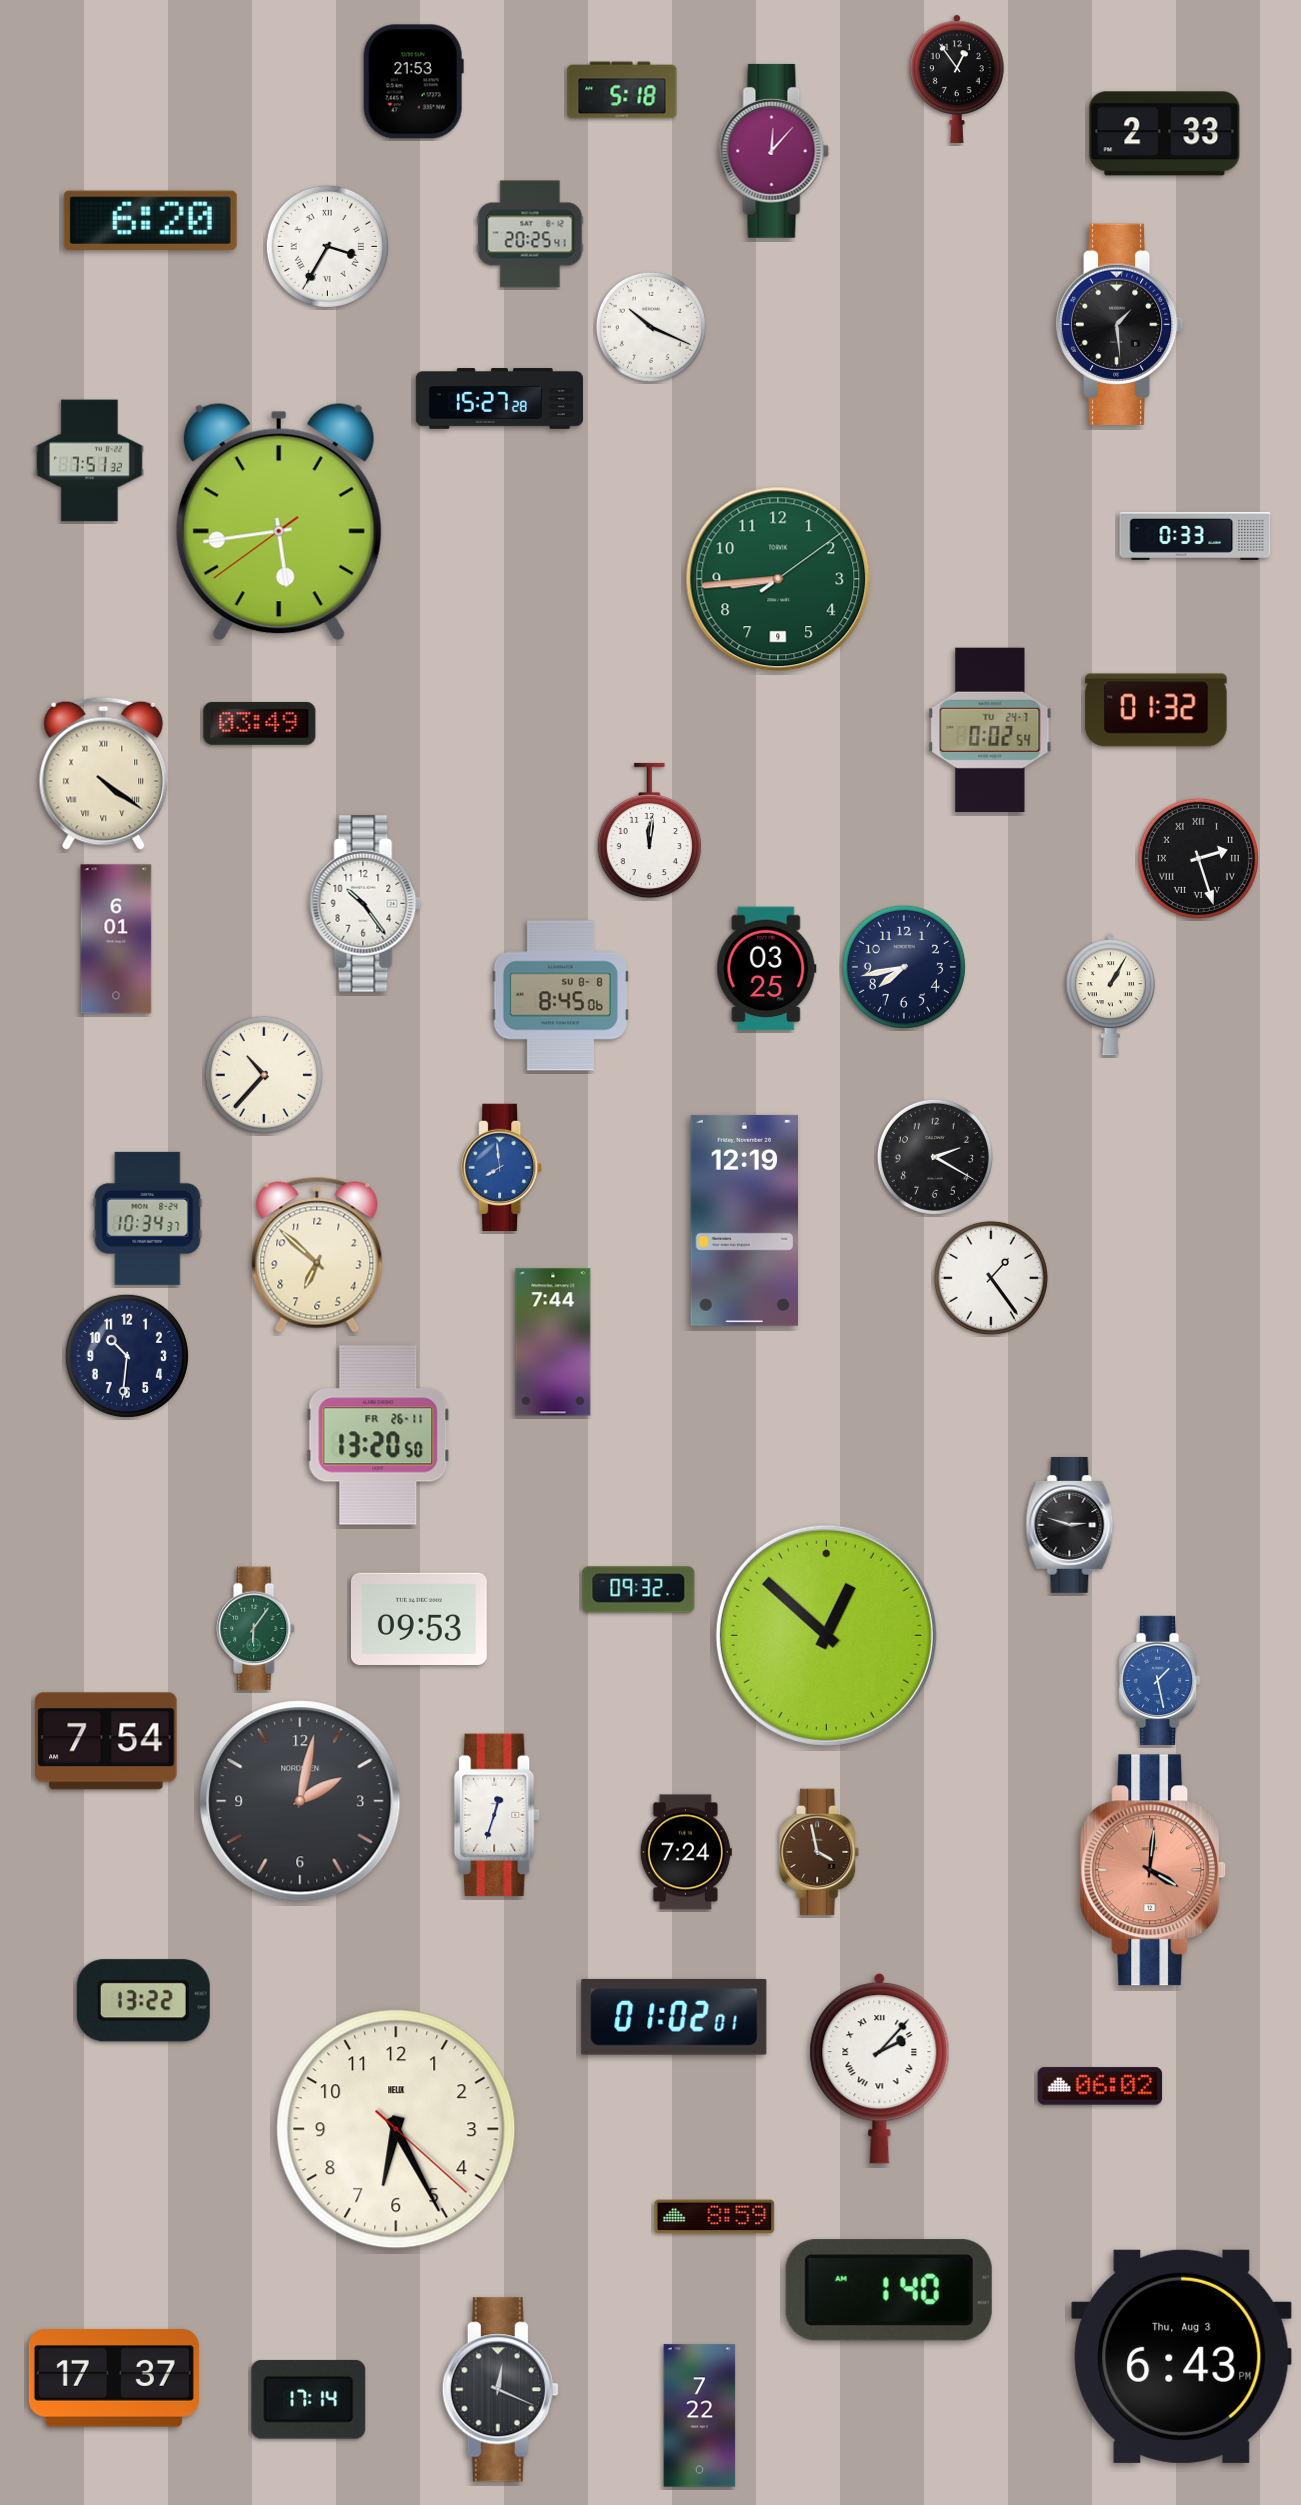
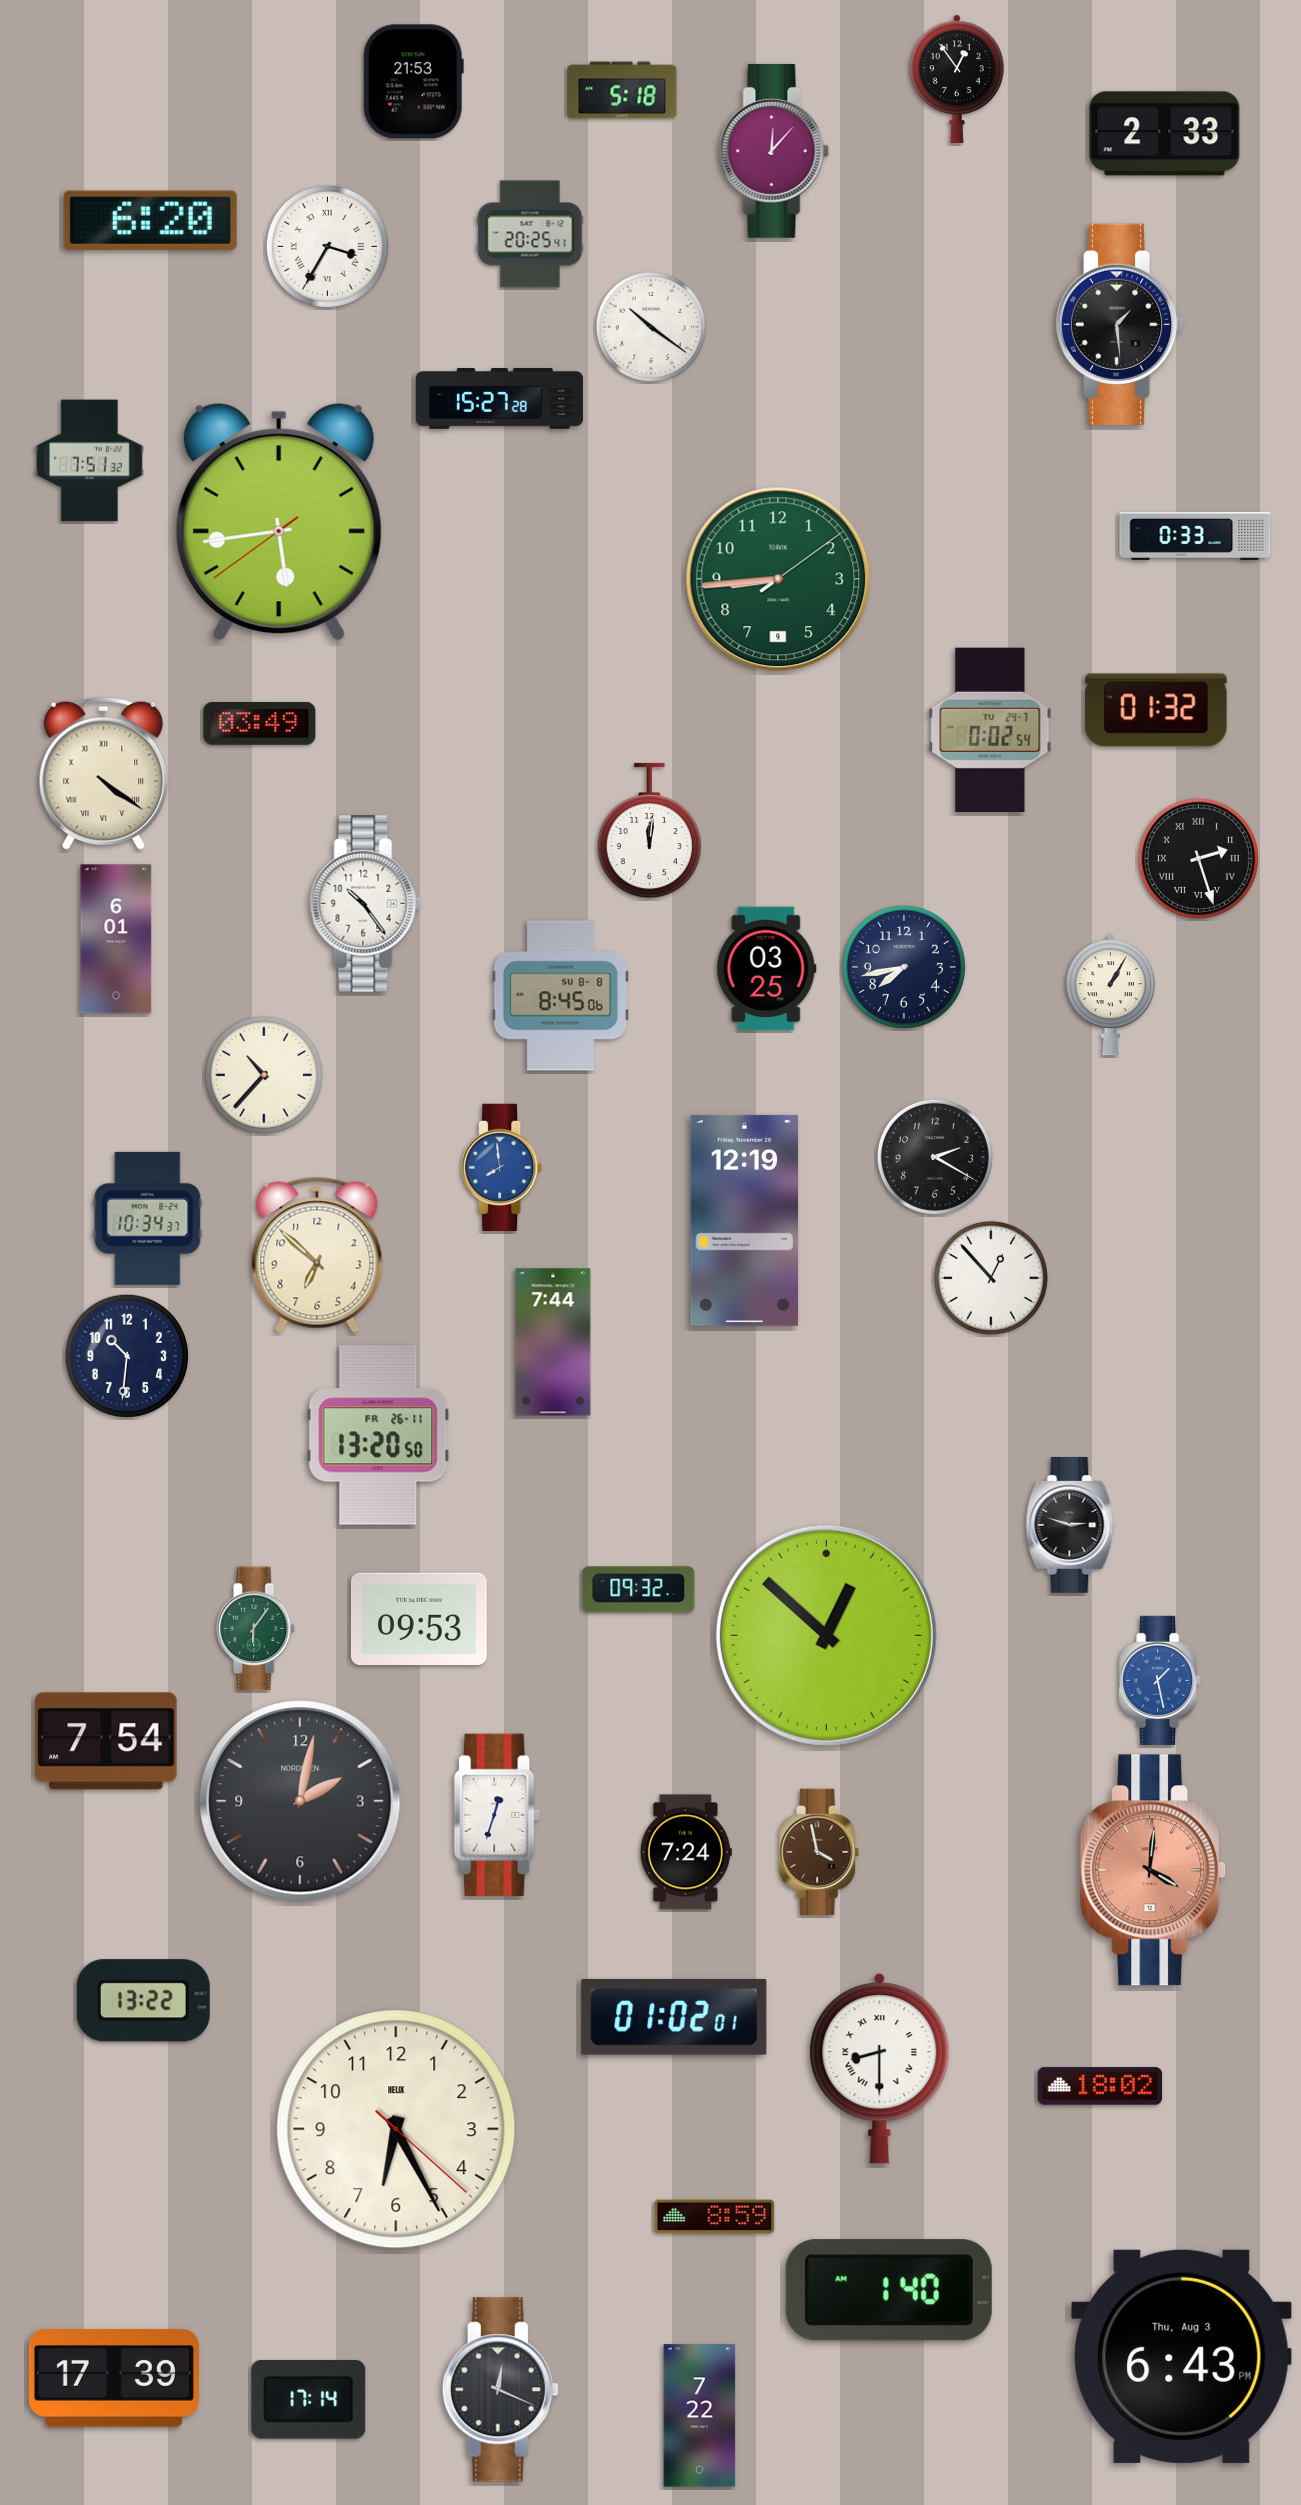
clock at (651, 327): 10:19 -> 10:21
clock at (991, 1278): 1:24 -> 12:53
clock at (880, 2069): 2:07 -> 8:30
clock at (1100, 2086): 06:02 -> 18:02
clock at (114, 2378): 17:37 -> 17:39
